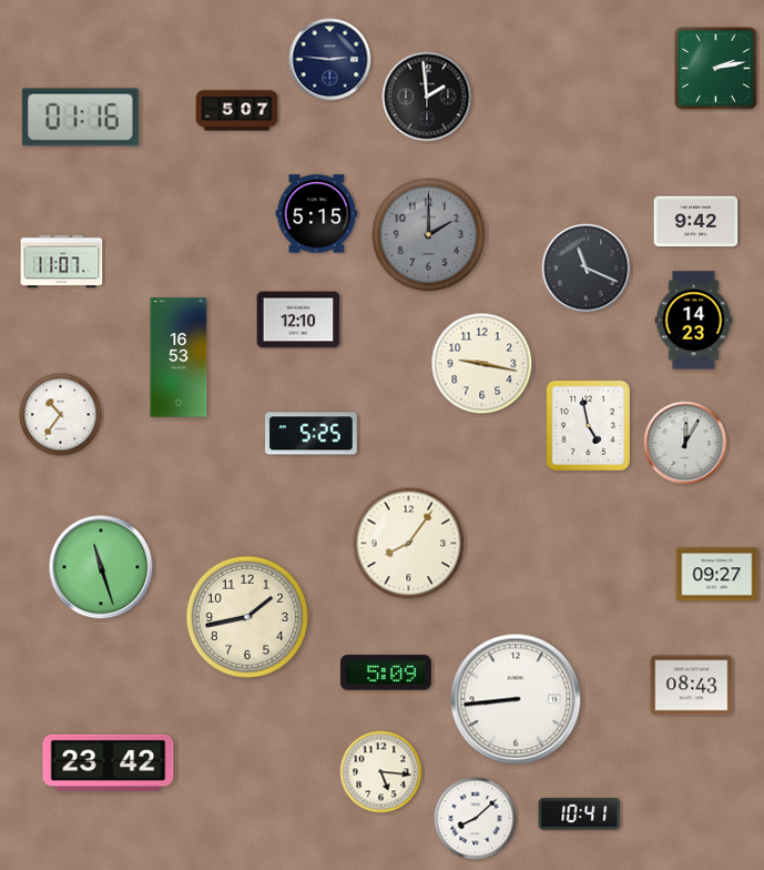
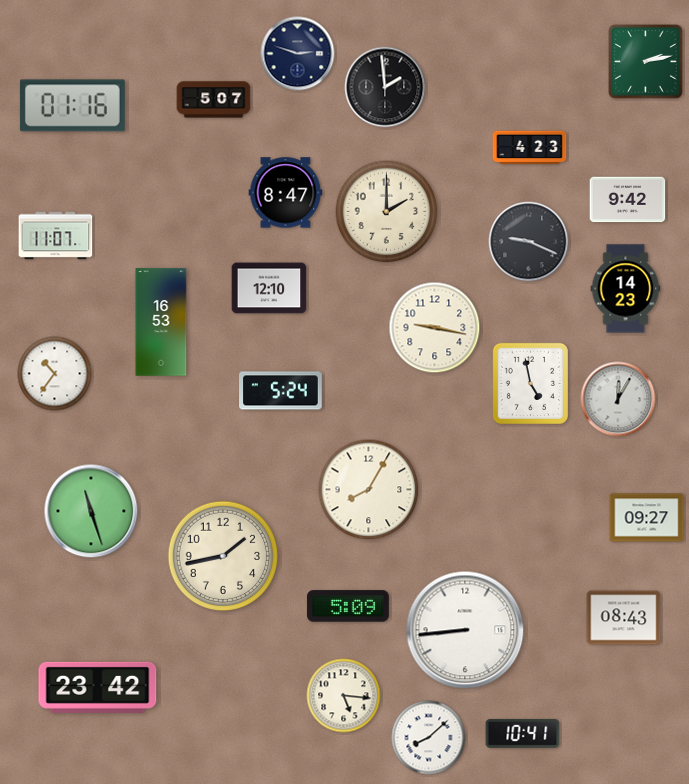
clock at (330, 60): 2:46 -> 2:48
clock at (530, 148): none -> 4:23
clock at (317, 214): 5:15 -> 8:47
clock at (429, 235) dial: grey -> cream
clock at (587, 269): 11:19 -> 9:19
clock at (312, 434): 5:25 -> 5:24
clock at (409, 544): 8:06 -> 8:05
